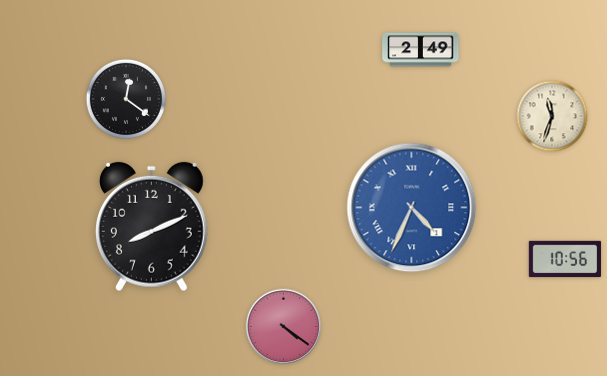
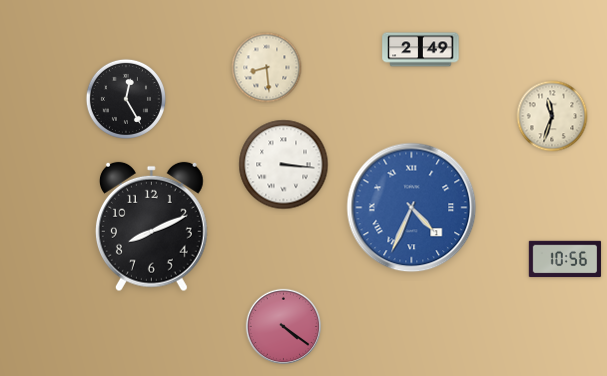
clock at (267, 68): none -> 8:29
clock at (126, 99): 12:21 -> 12:25
clock at (284, 165): none -> 3:16
